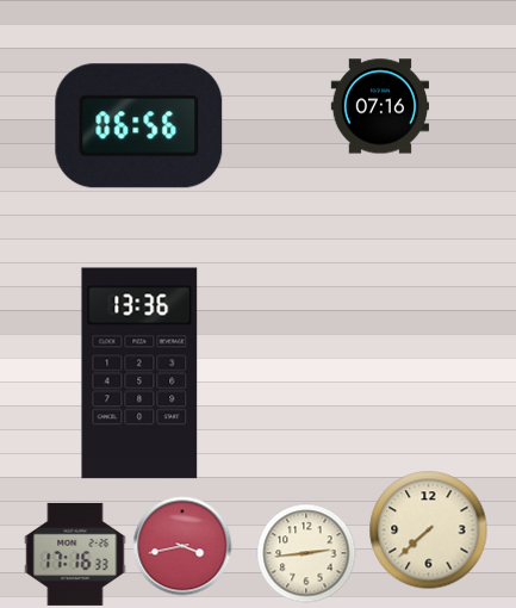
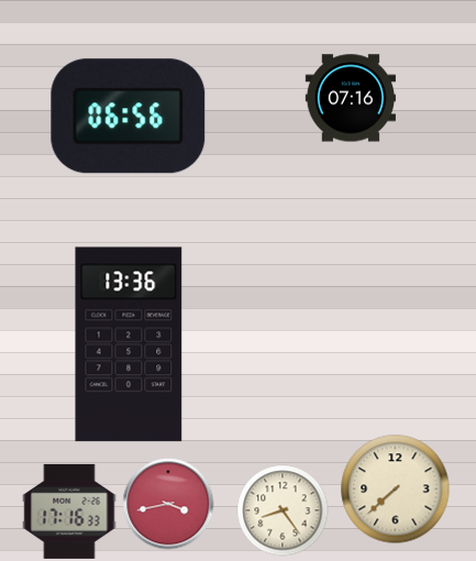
clock at (306, 553): 2:44 -> 8:24
